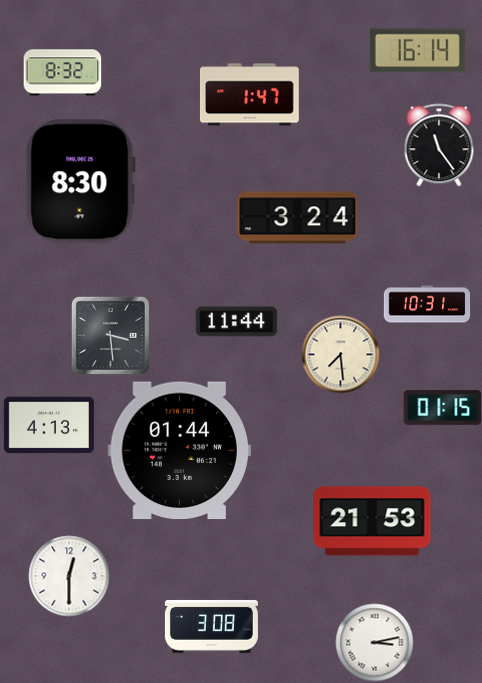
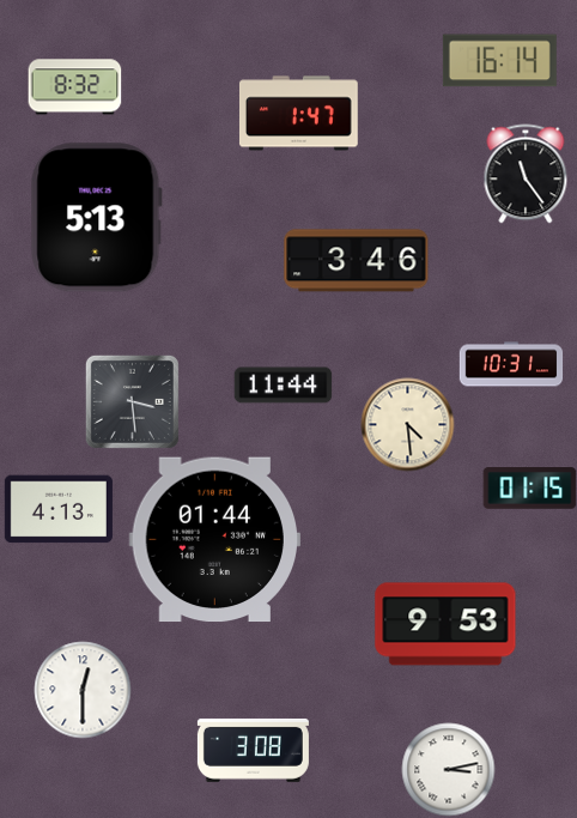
clock at (80, 182): 8:30 -> 5:13
clock at (298, 218): 3:24 -> 3:46
clock at (340, 354): 7:29 -> 4:29
clock at (372, 521): 21:53 -> 9:53
